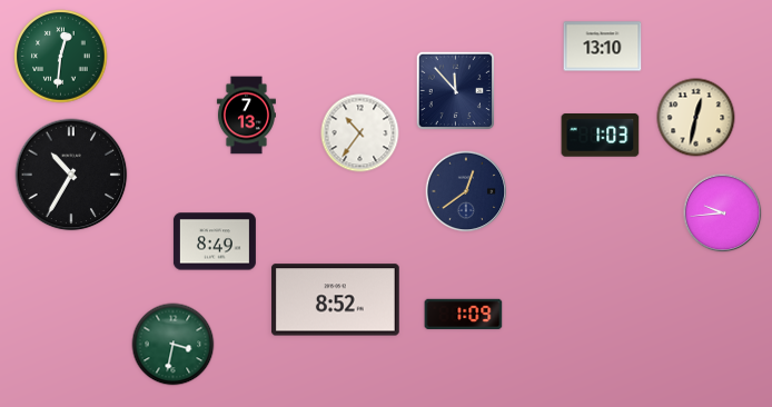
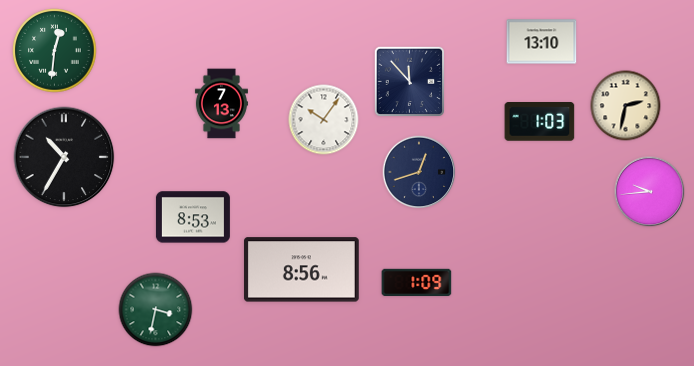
clock at (696, 118): 12:32 -> 2:32
clock at (360, 133): 10:36 -> 10:06
clock at (466, 191): 12:39 -> 12:42
clock at (215, 241): 8:49 -> 8:53
clock at (335, 300): 8:52 -> 8:56
